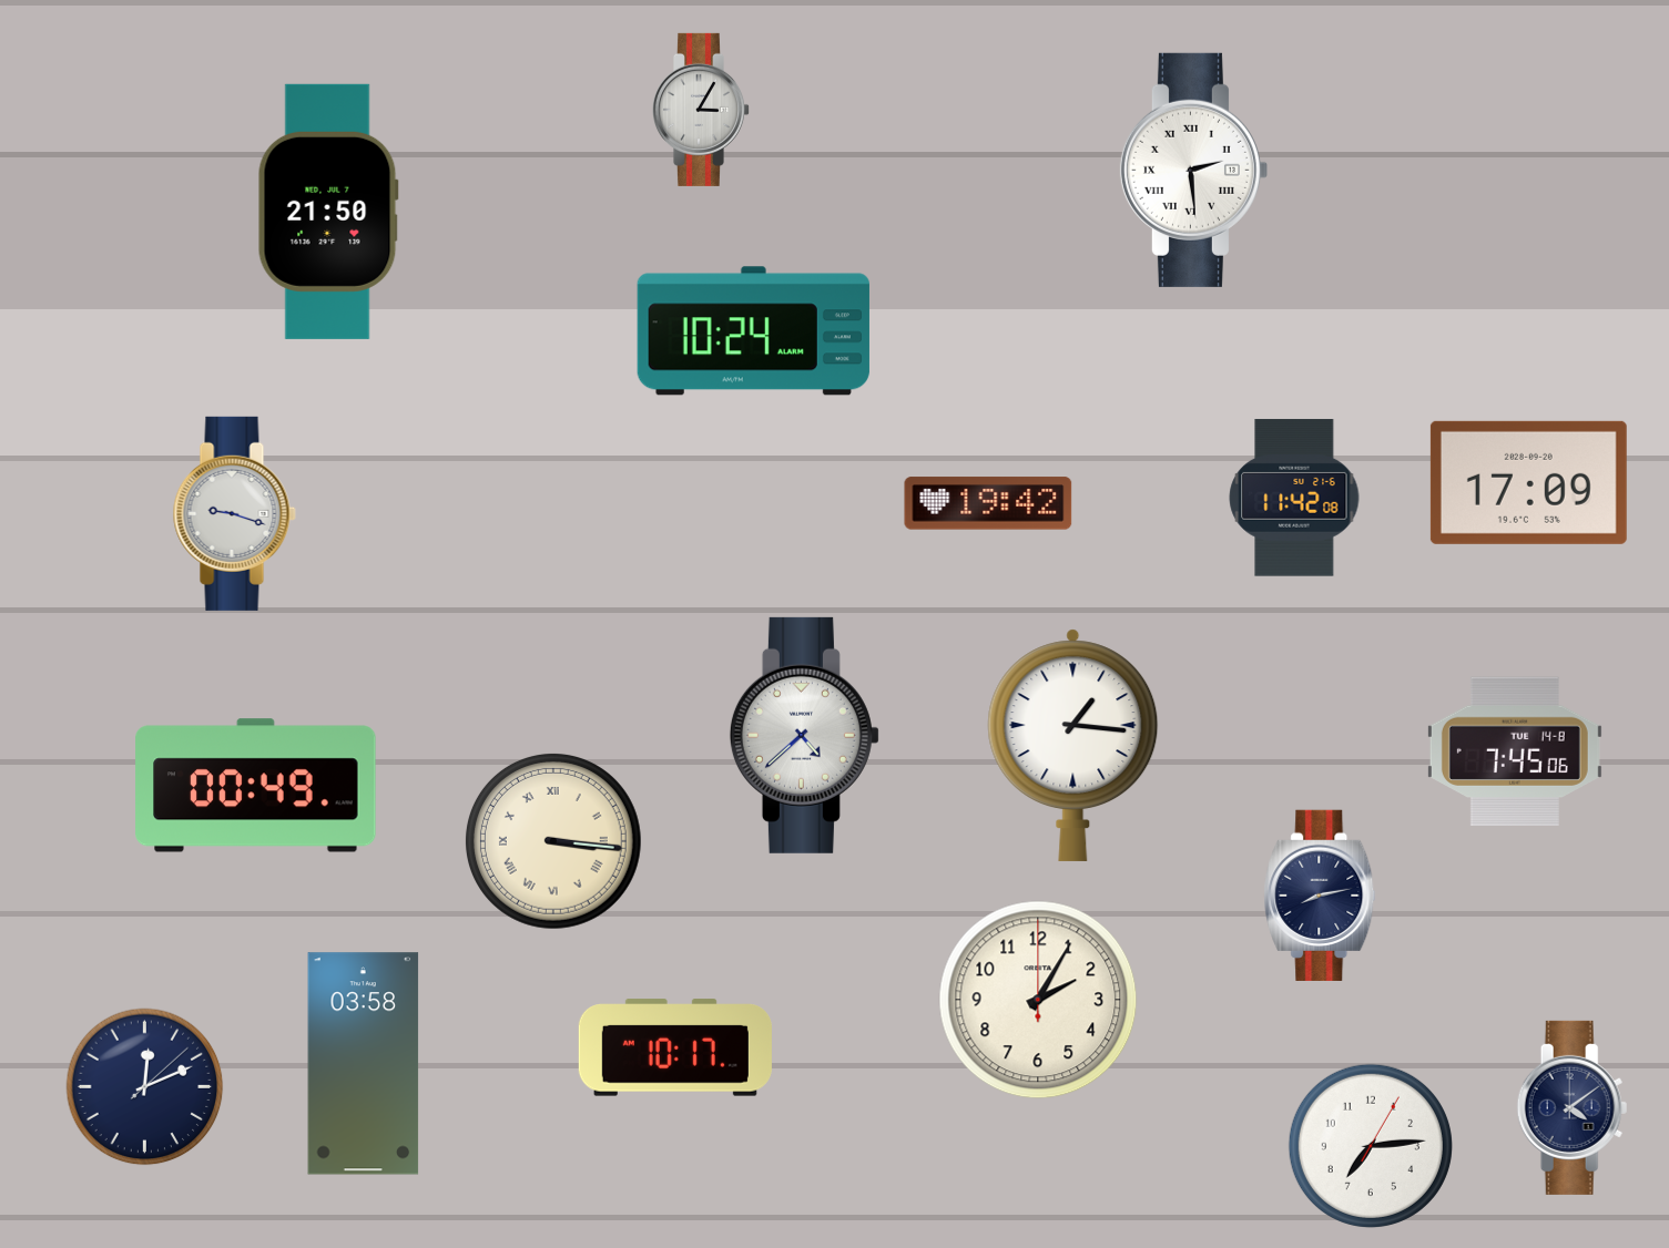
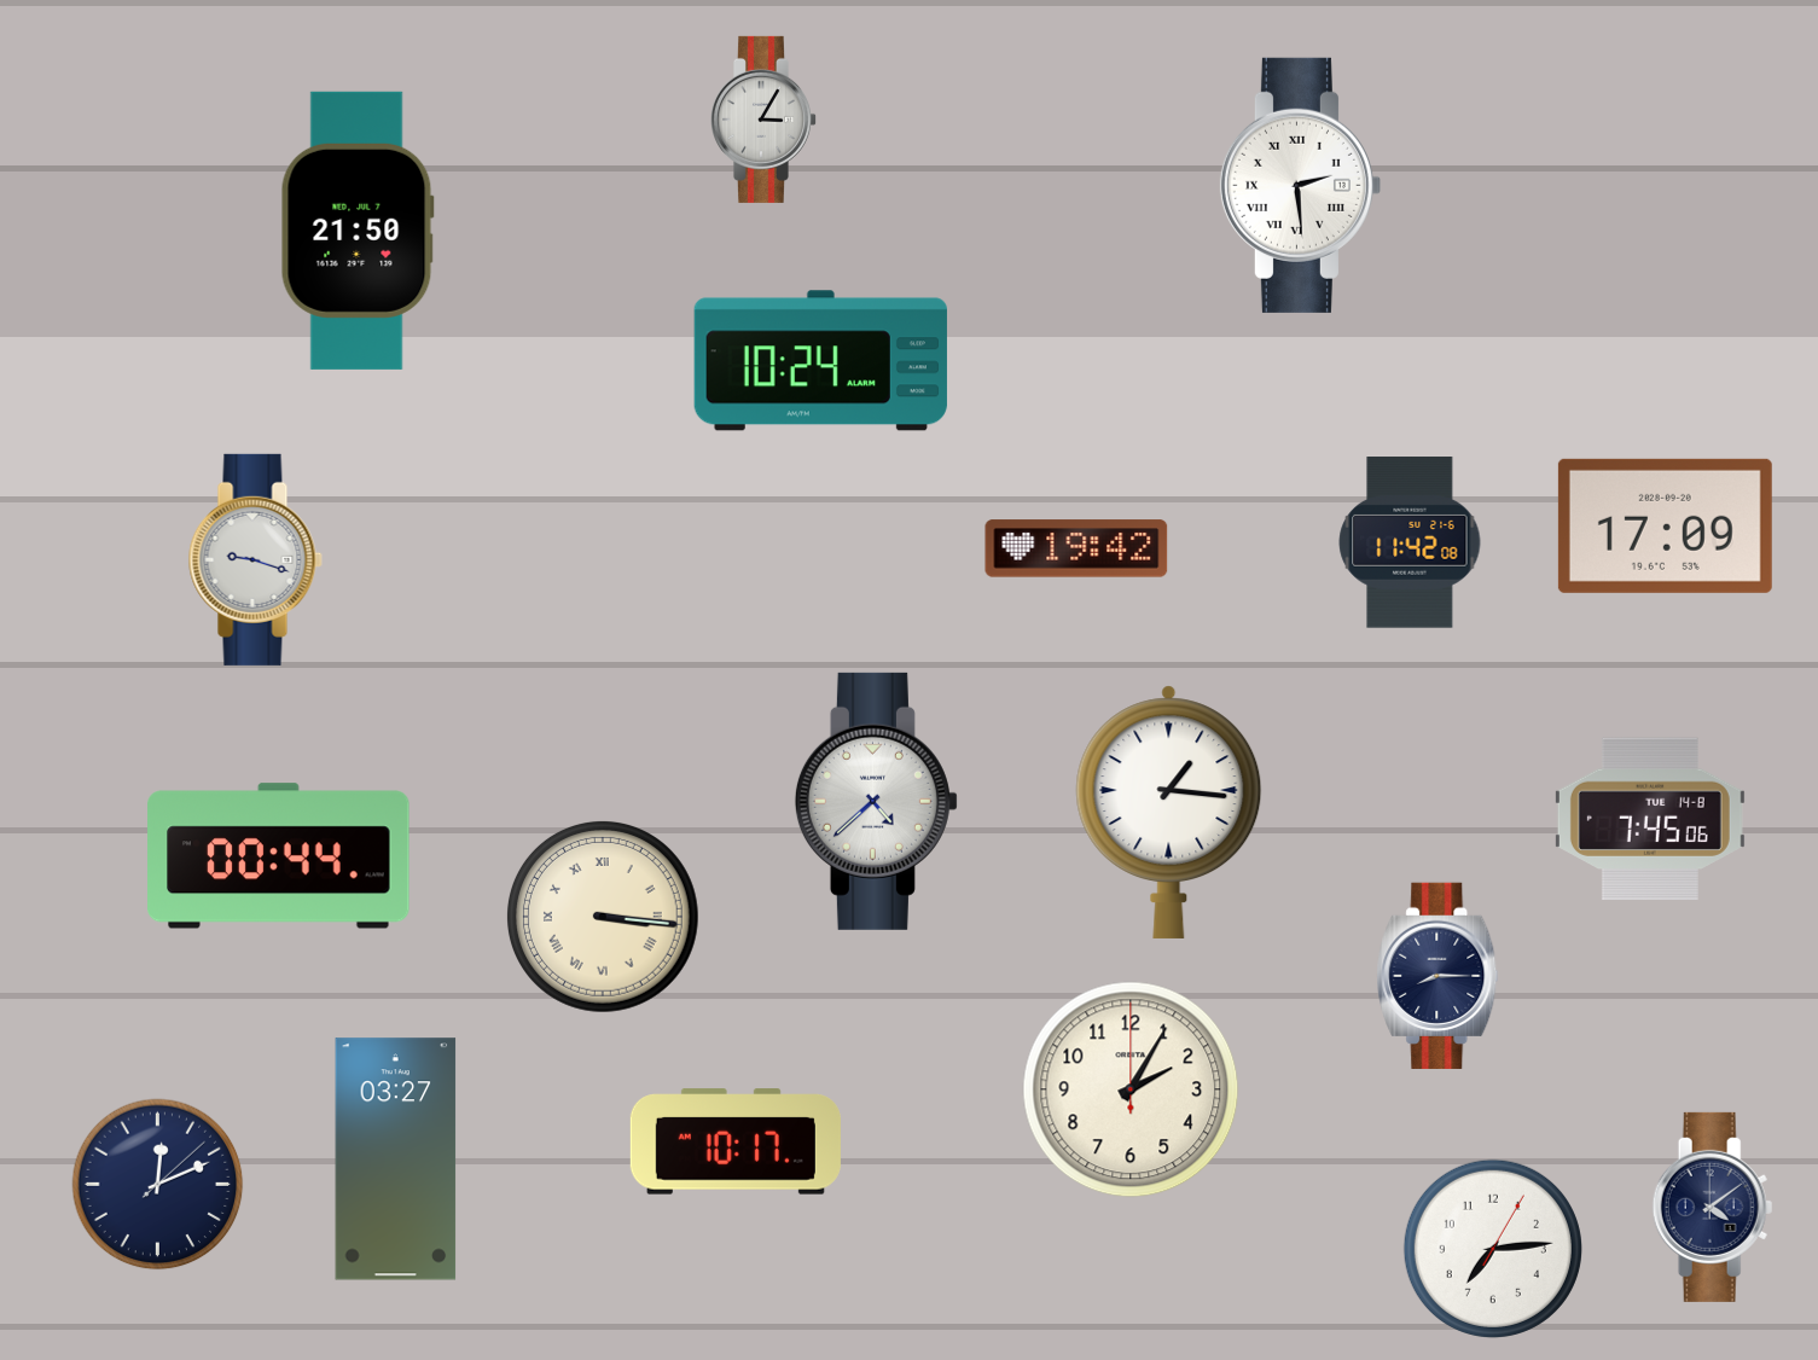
clock at (256, 786): 00:49 -> 00:44
clock at (1320, 894): 8:13 -> 8:15
clock at (364, 1064): 03:58 -> 03:27
